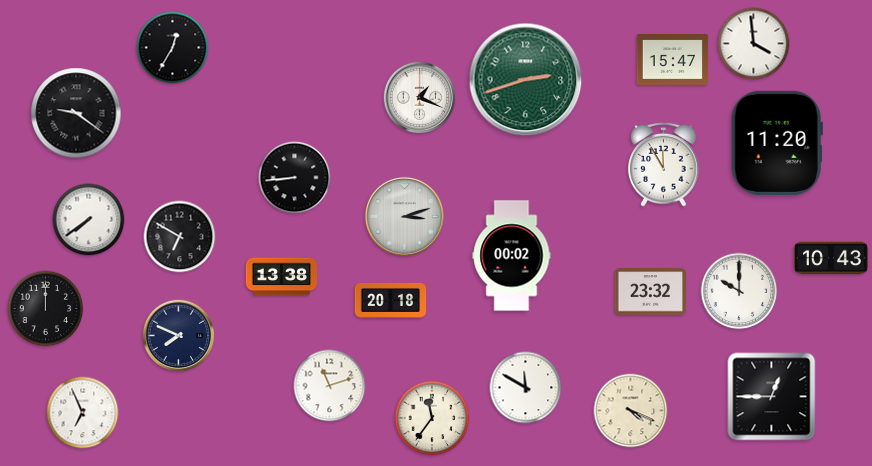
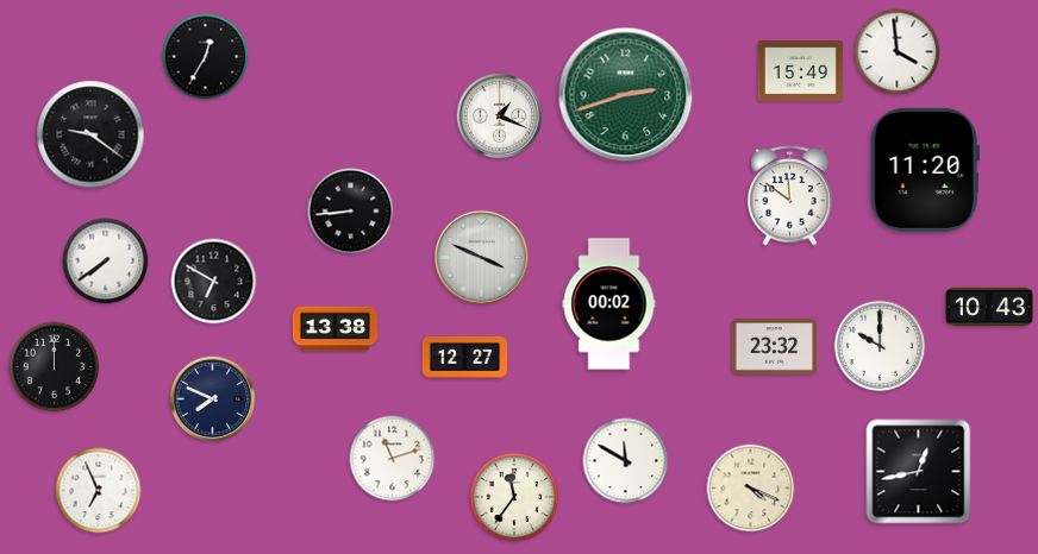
clock at (673, 60): 15:47 -> 15:49
clock at (664, 165): 11:55 -> 11:51
clock at (404, 216): 3:12 -> 3:49
clock at (391, 300): 20:18 -> 12:27
clock at (772, 397): 12:45 -> 12:43
